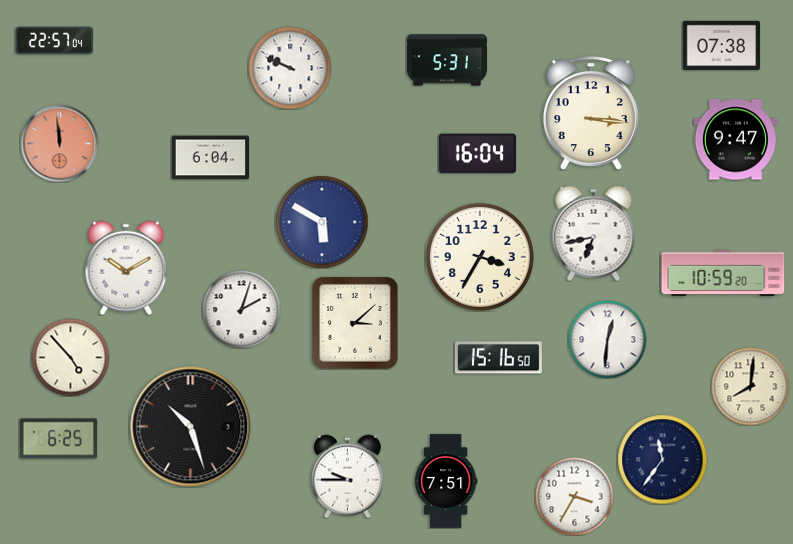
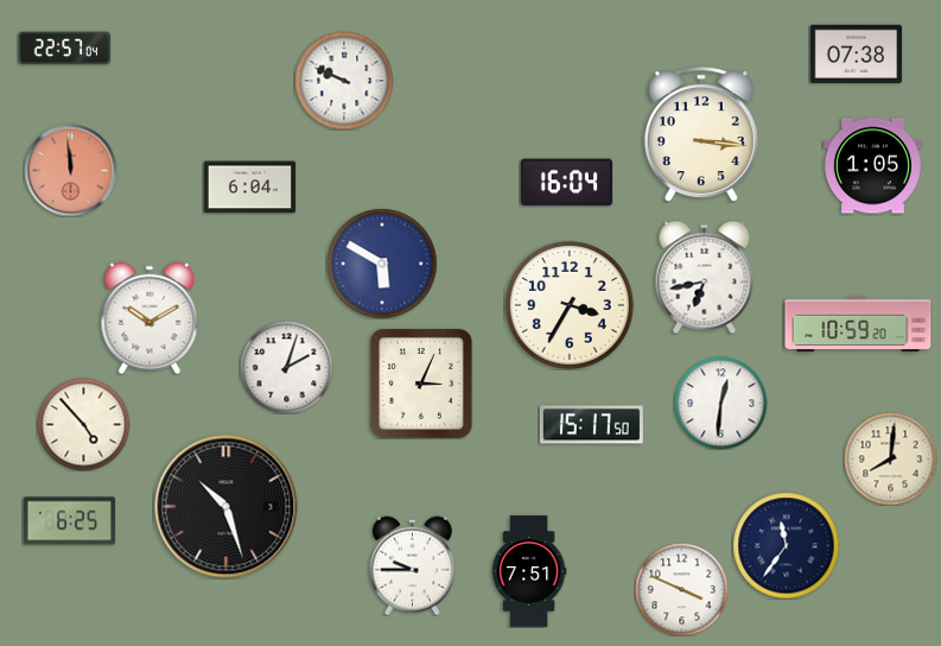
clock at (446, 60): 5:31 -> none
clock at (735, 140): 9:47 -> 1:05
clock at (355, 323): 3:08 -> 3:04
clock at (498, 358): 15:16 -> 15:17
clock at (574, 496): 3:35 -> 3:49
